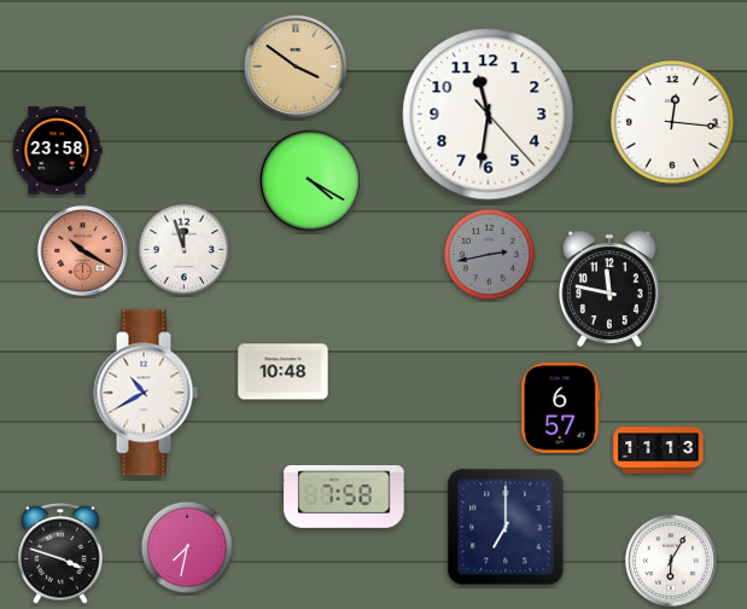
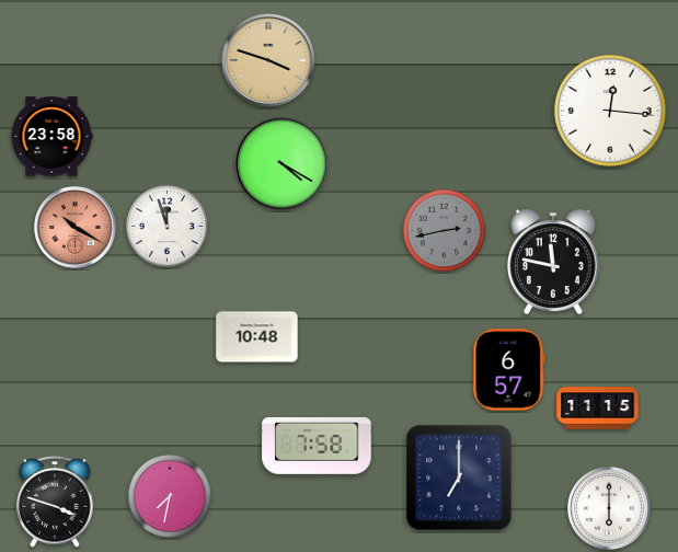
clock at (296, 66): 3:51 -> 3:48
clock at (489, 115): 11:31 -> none
clock at (146, 393): 10:40 -> none
clock at (659, 451): 11:13 -> 11:15
clock at (344, 497) position: (344, 497) -> (317, 446)
clock at (672, 562): 6:05 -> 6:00
